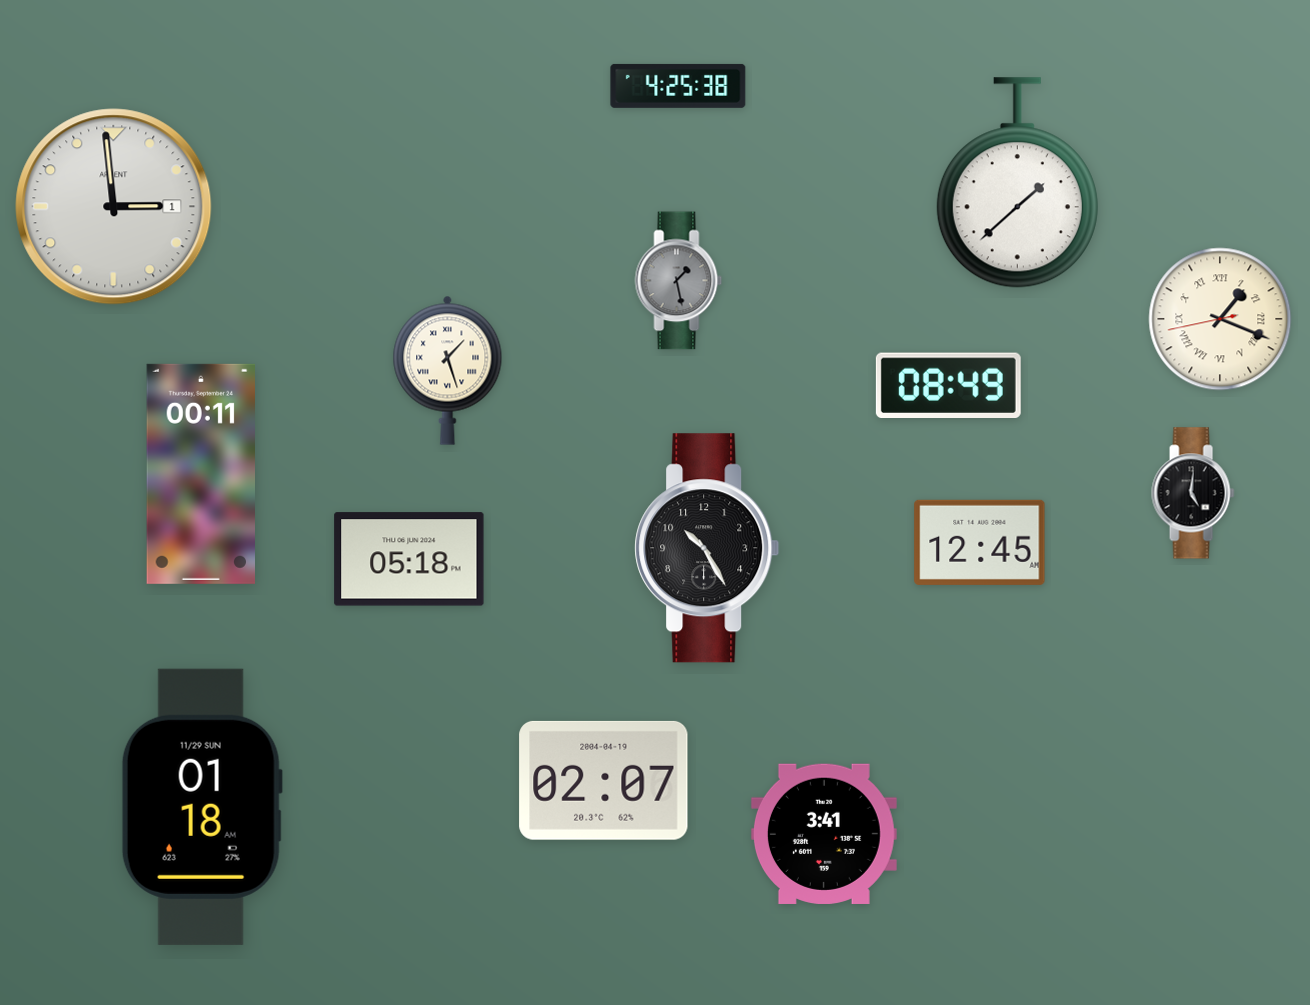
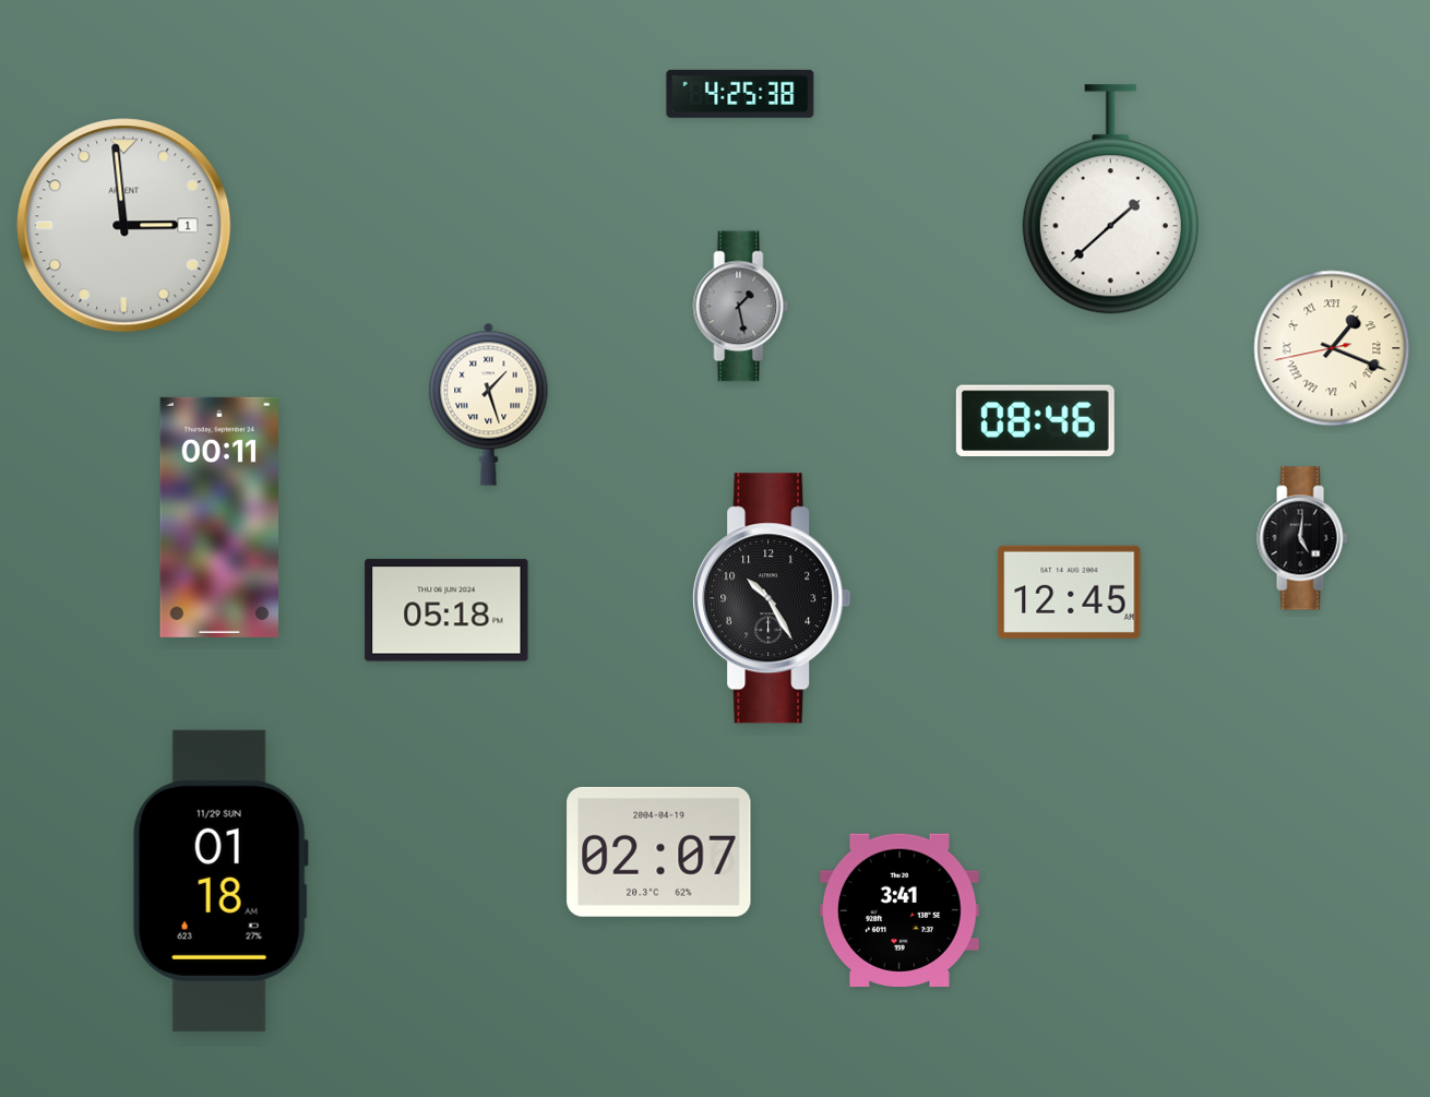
clock at (948, 385): 08:49 -> 08:46
